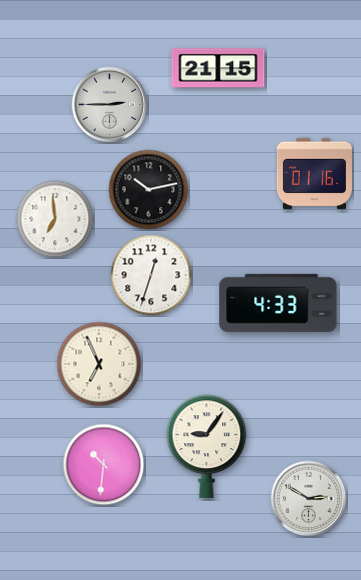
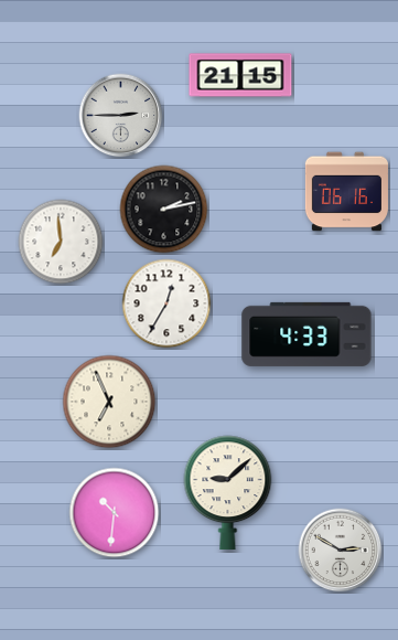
clock at (314, 174): 01:16 -> 06:16
clock at (149, 190): 10:13 -> 2:13
clock at (151, 275): 12:33 -> 12:35
clock at (207, 446): 9:06 -> 9:08
